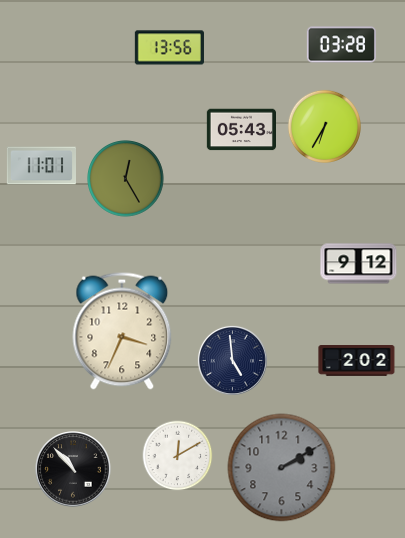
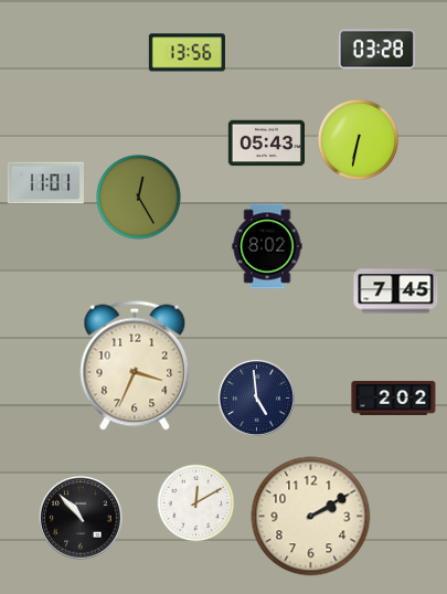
clock at (324, 126): 6:35 -> 6:32
clock at (267, 246): none -> 8:02
clock at (359, 264): 9:12 -> 7:45
clock at (282, 468) dial: grey -> cream
